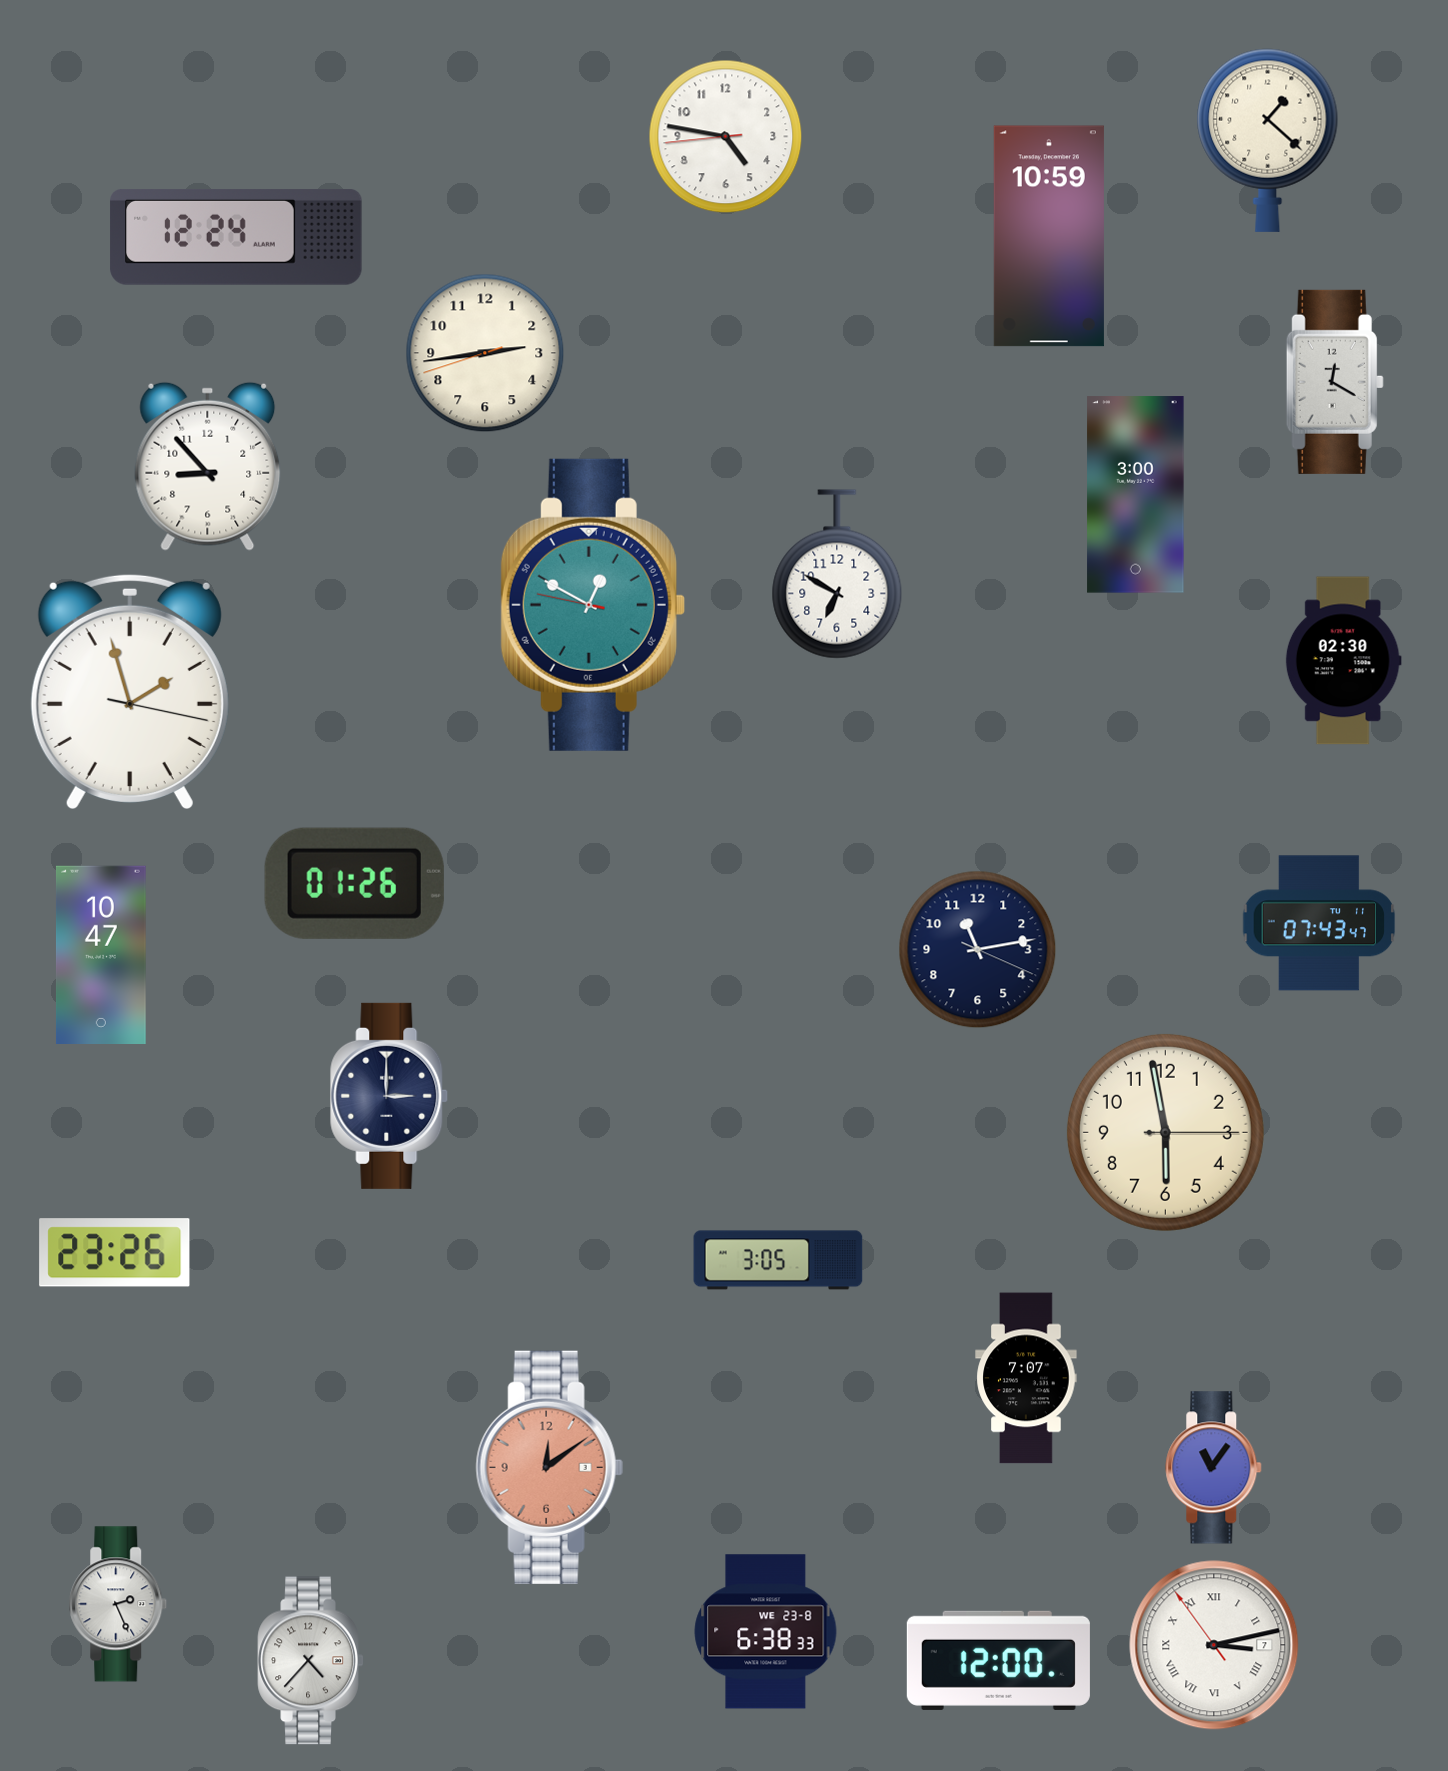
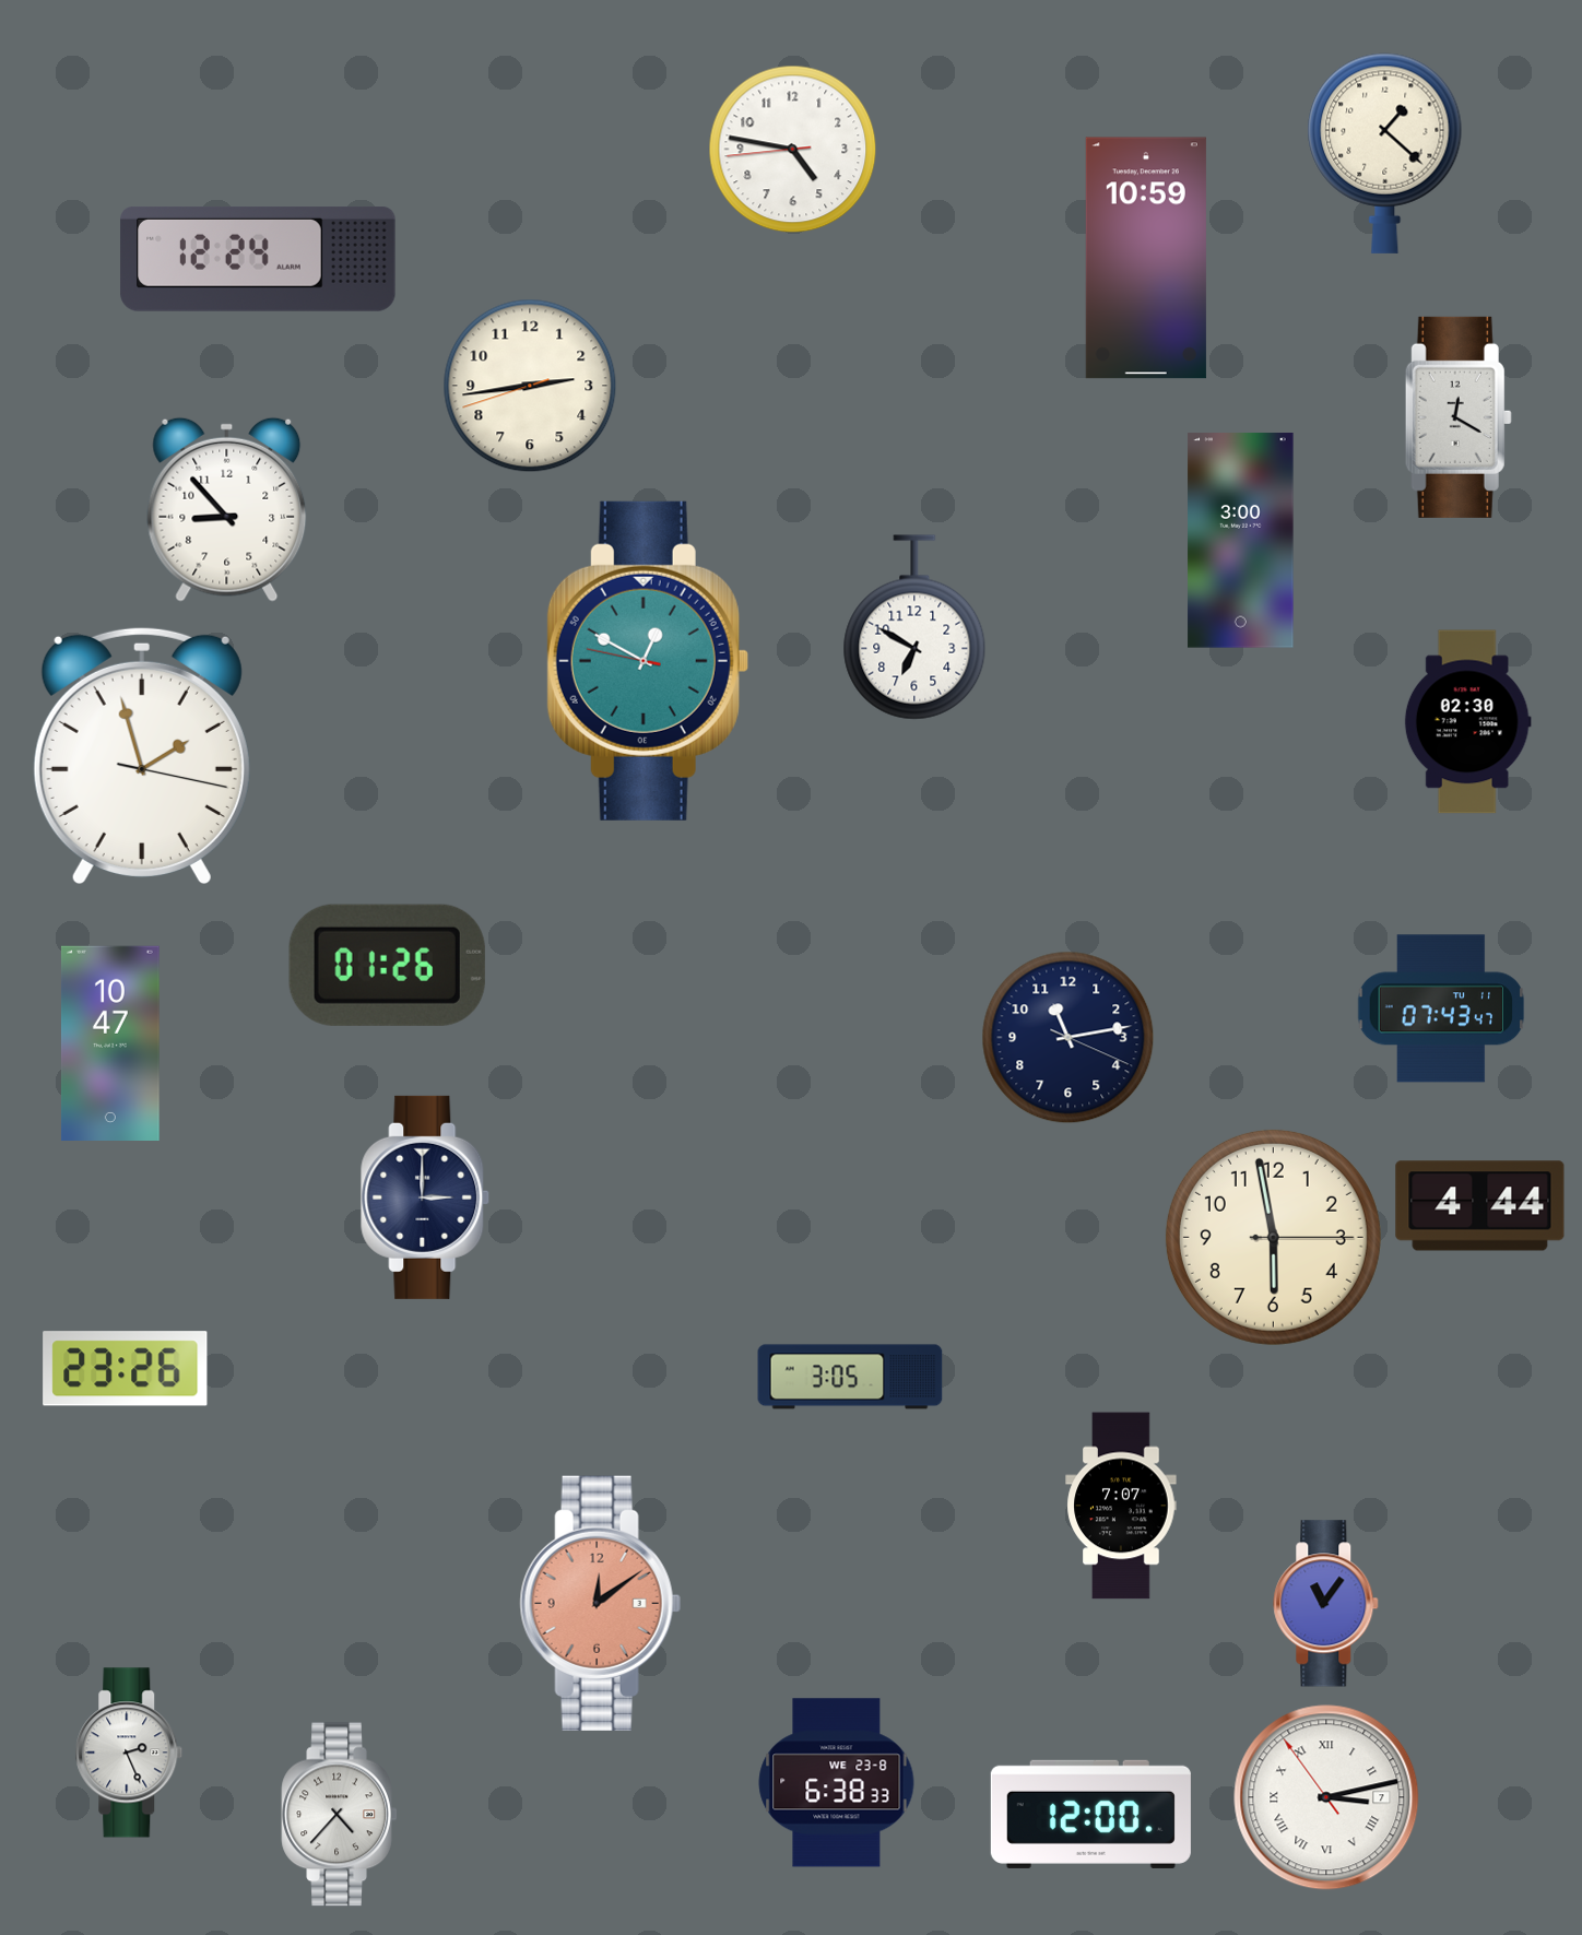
clock at (1480, 1206): none -> 4:44
